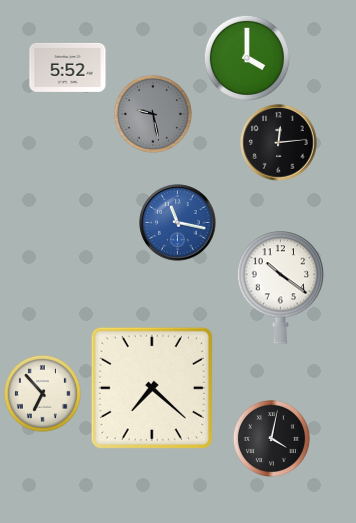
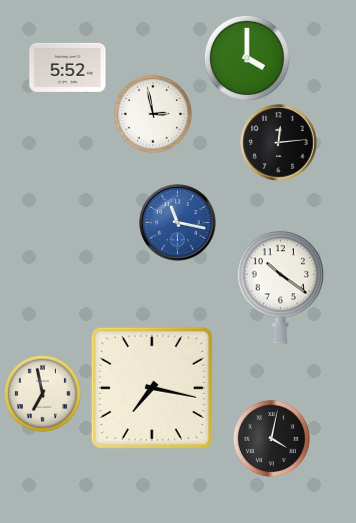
clock at (153, 114): 9:28 -> 2:58
clock at (153, 114) dial: grey -> white
clock at (152, 388): 7:22 -> 7:17
clock at (42, 393): 6:53 -> 6:58
